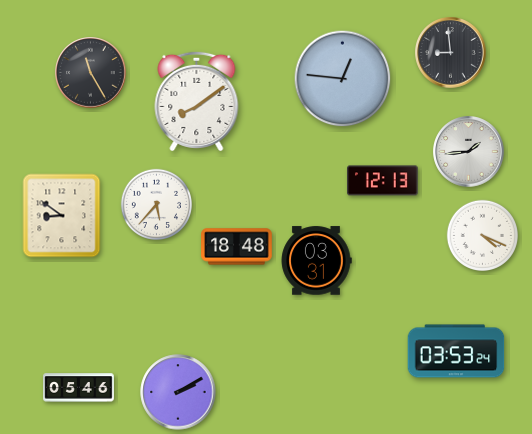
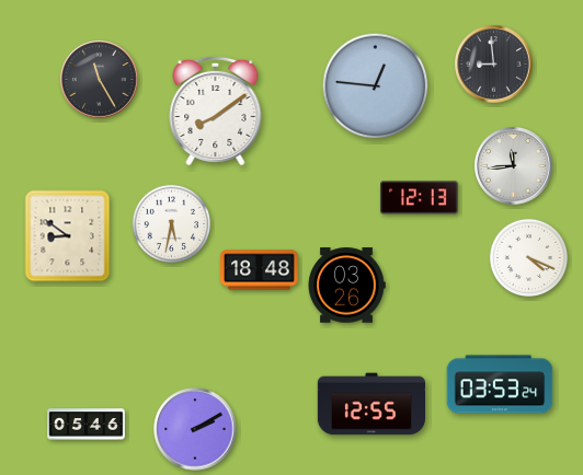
clock at (451, 53) position: (451, 53) -> (494, 65)
clock at (469, 152): 1:44 -> 11:44
clock at (156, 204): 5:37 -> 5:32
clock at (316, 261): 03:31 -> 03:26
clock at (370, 404): none -> 12:55
